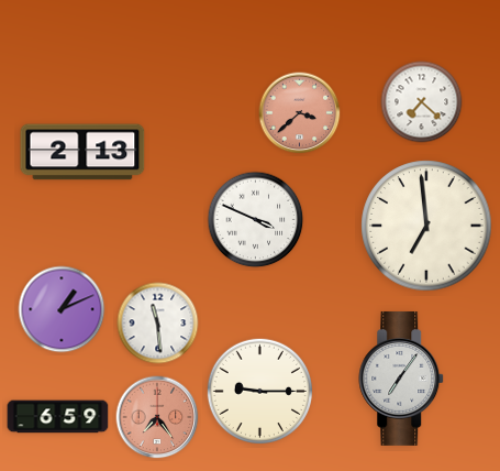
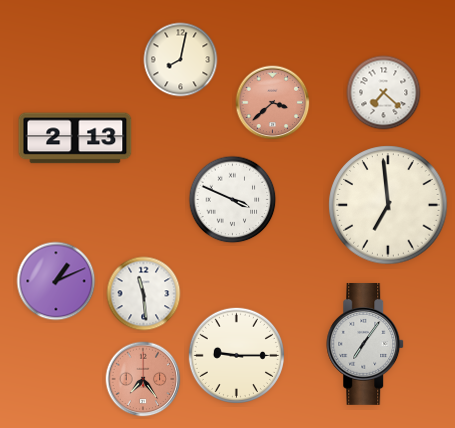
clock at (181, 60): none -> 8:02
clock at (58, 417): 6:59 -> none
